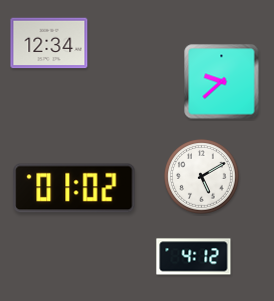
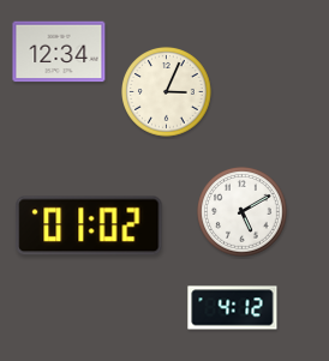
clock at (167, 92): none -> 3:04
clock at (222, 82): 9:38 -> none
